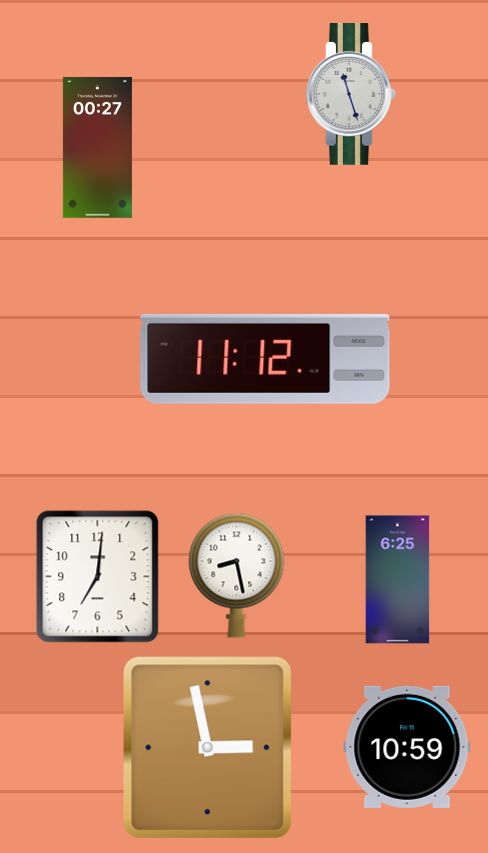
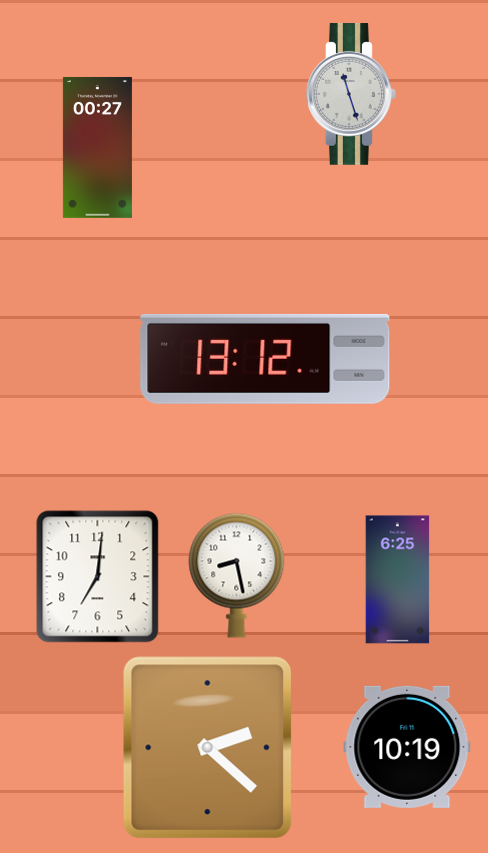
clock at (265, 359): 11:12 -> 13:12
clock at (407, 747): 10:59 -> 10:19
clock at (208, 748): 2:58 -> 2:22
